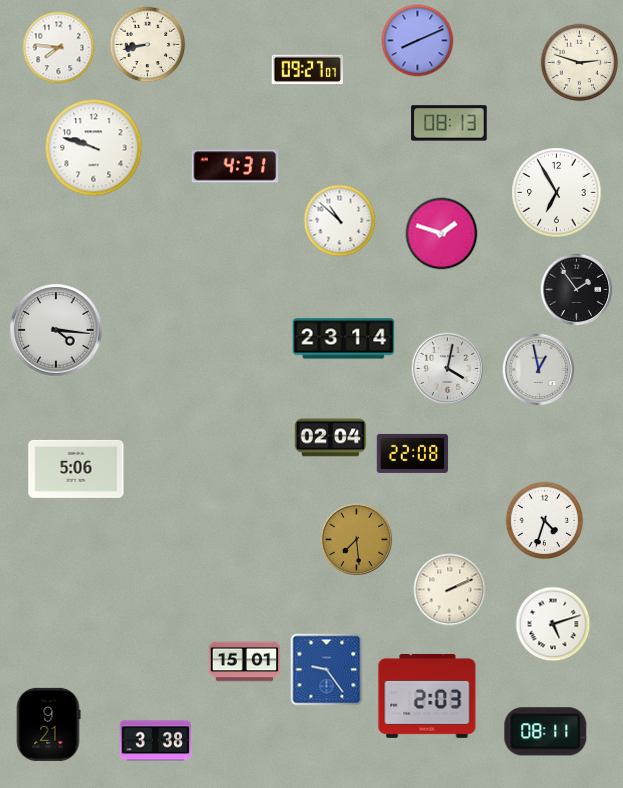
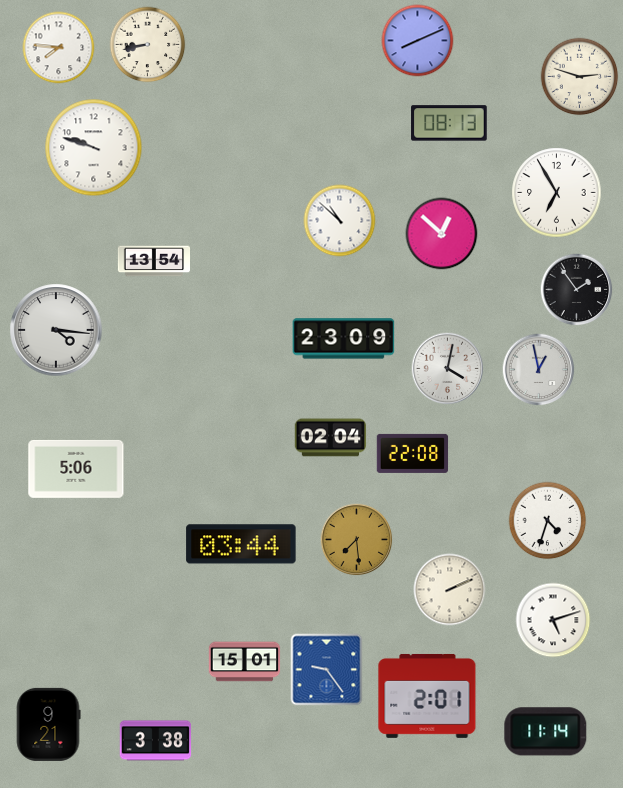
clock at (580, 63) position: (580, 63) -> (580, 77)
clock at (307, 70): 09:27 -> none
clock at (235, 166): 4:31 -> none
clock at (442, 234): 1:48 -> 12:52
clock at (153, 261): none -> 13:54
clock at (344, 339): 23:14 -> 23:09
clock at (545, 521) position: (545, 521) -> (548, 521)
clock at (241, 544): none -> 03:44
clock at (553, 624) position: (553, 624) -> (553, 620)
clock at (427, 696): 2:03 -> 2:01
clock at (546, 732): 08:11 -> 11:14
